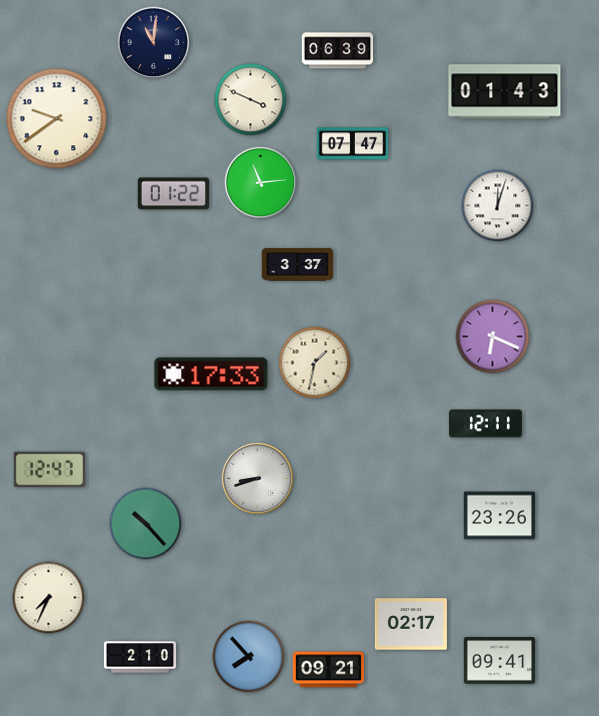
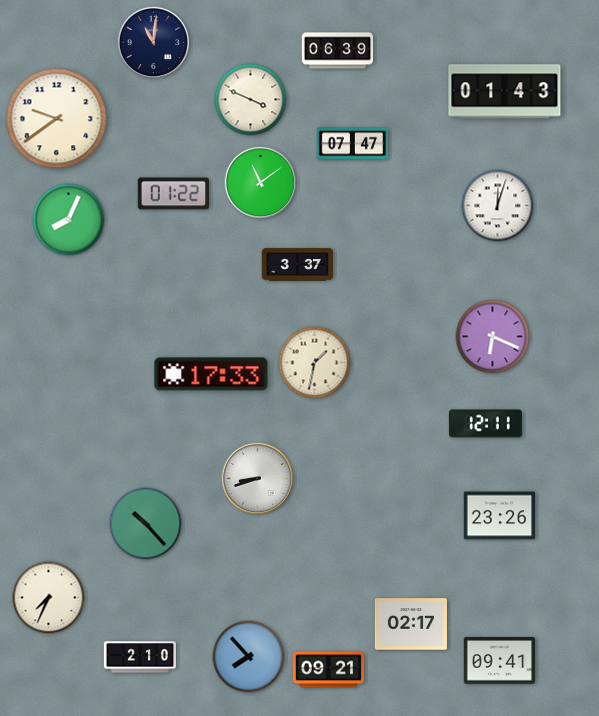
clock at (261, 183): 11:14 -> 11:09
clock at (69, 220): none -> 8:04
clock at (49, 470): 12:47 -> none
